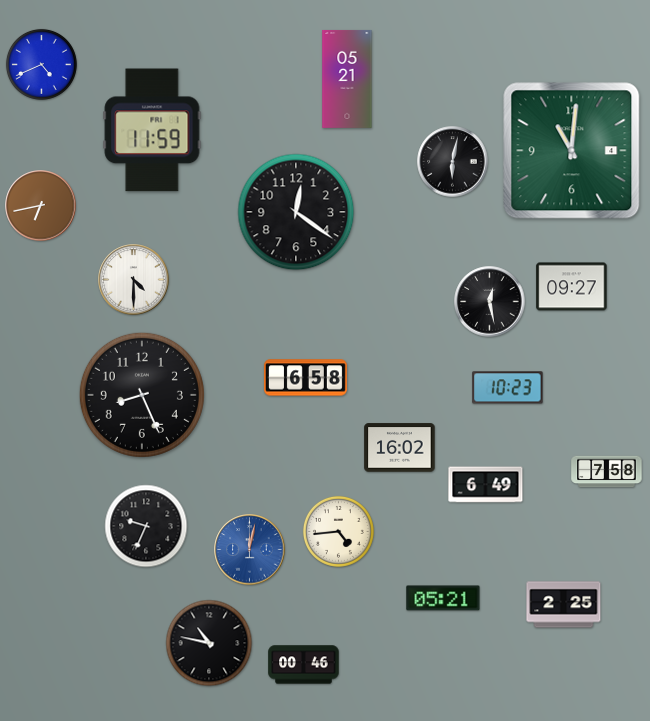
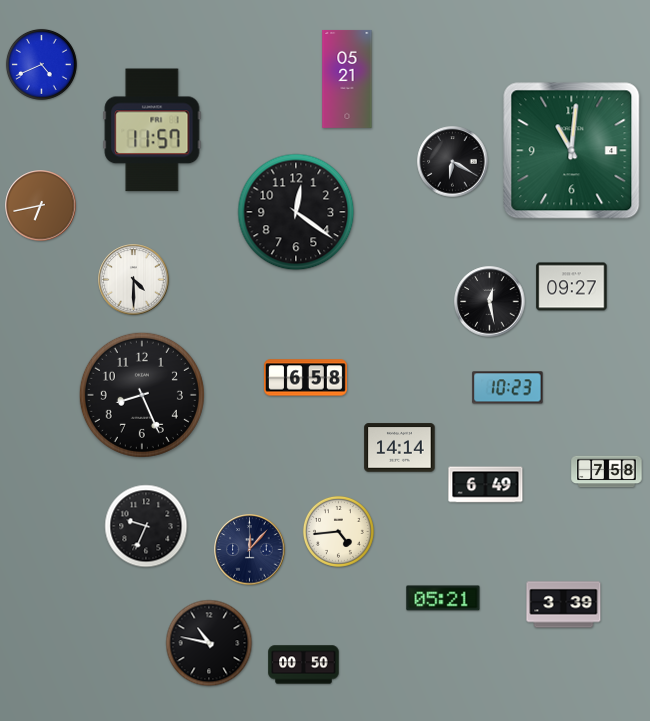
clock at (152, 130): 11:59 -> 11:57
clock at (453, 162): 6:02 -> 6:20
clock at (400, 448): 16:02 -> 14:14
clock at (250, 550): 12:02 -> 12:07
clock at (250, 550) dial: blue -> navy
clock at (564, 605): 2:25 -> 3:39
clock at (304, 665): 00:46 -> 00:50
